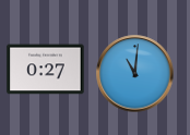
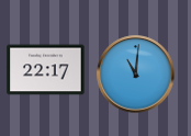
clock at (46, 70): 0:27 -> 22:17
